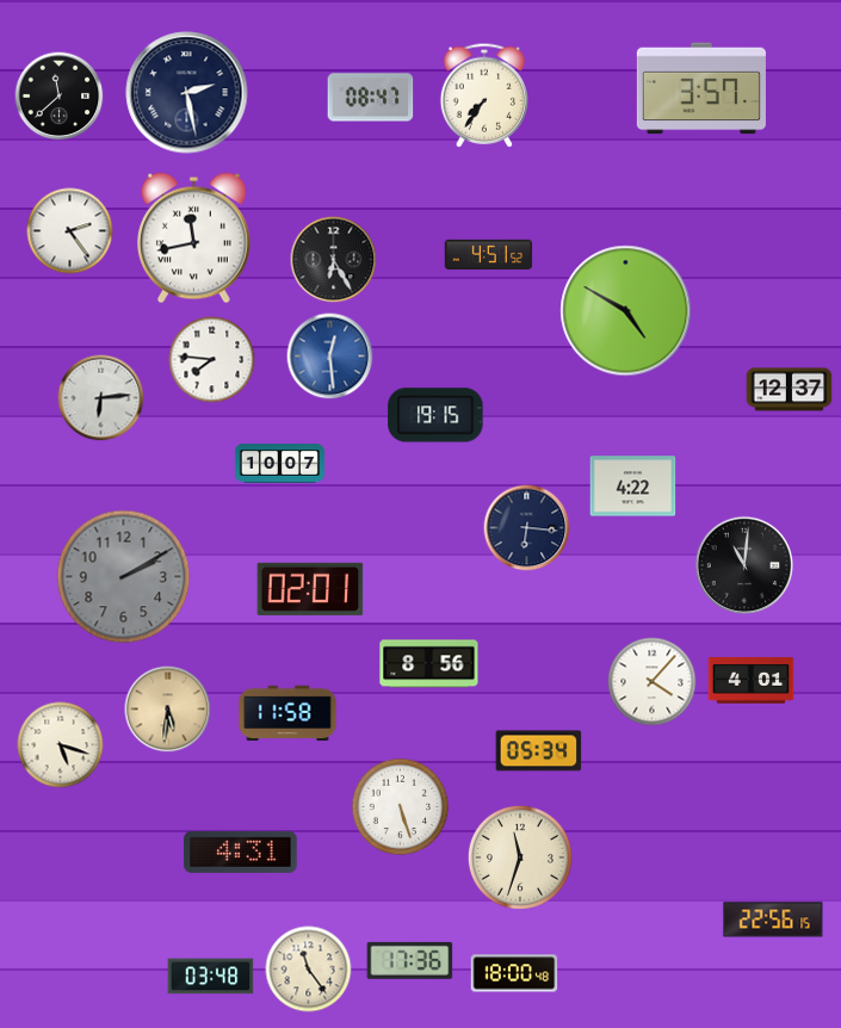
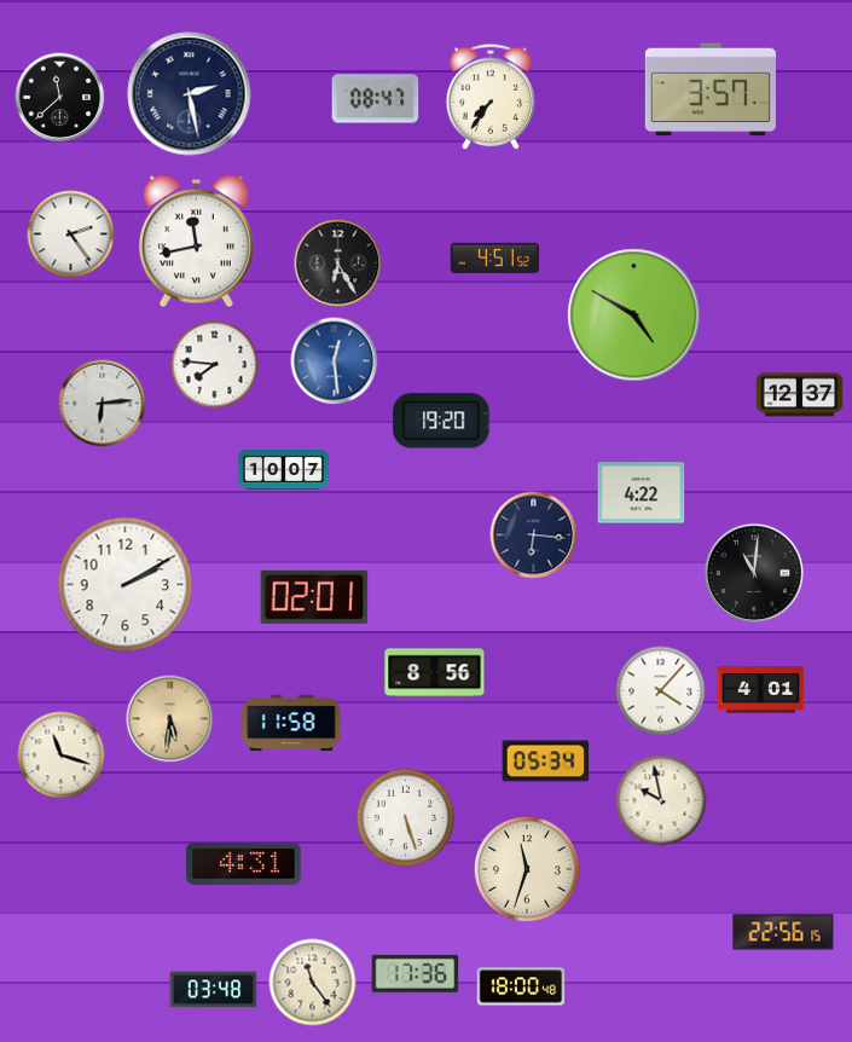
clock at (435, 415): 19:15 -> 19:20
clock at (124, 577) dial: grey -> white
clock at (61, 745): 5:18 -> 11:18
clock at (661, 800): none -> 9:58
